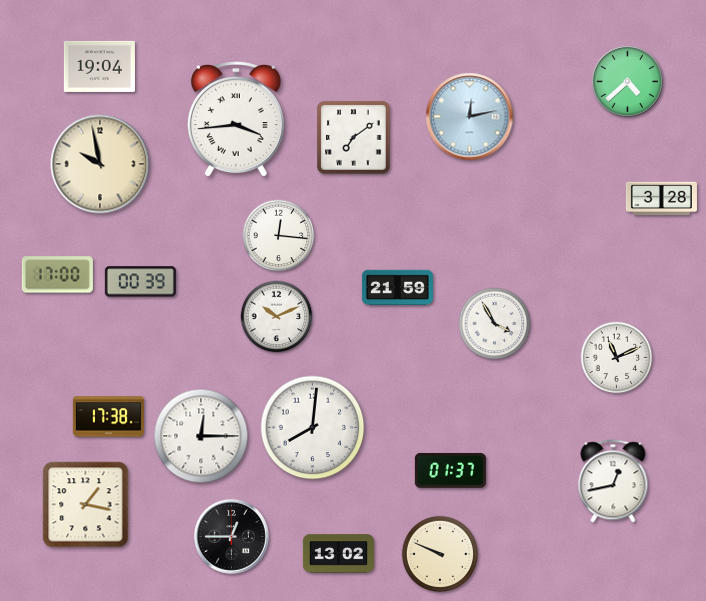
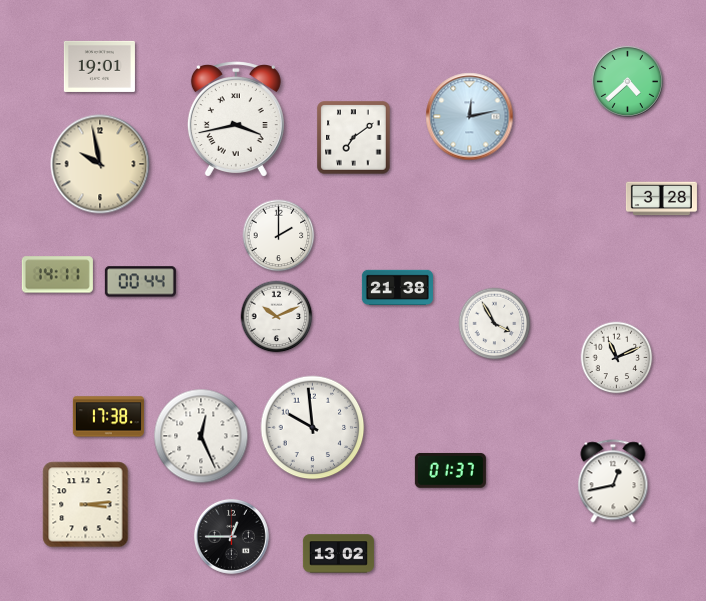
clock at (99, 66): 19:04 -> 19:01
clock at (236, 119): 3:44 -> 3:43
clock at (279, 236): 12:16 -> 2:00
clock at (57, 275): 17:00 -> 14:11
clock at (140, 282): 00:39 -> 00:44
clock at (397, 287): 21:59 -> 21:38
clock at (313, 428): 8:01 -> 9:59
clock at (201, 436): 12:15 -> 12:26
clock at (86, 505): 1:17 -> 3:14
clock at (439, 553): 9:49 -> none
